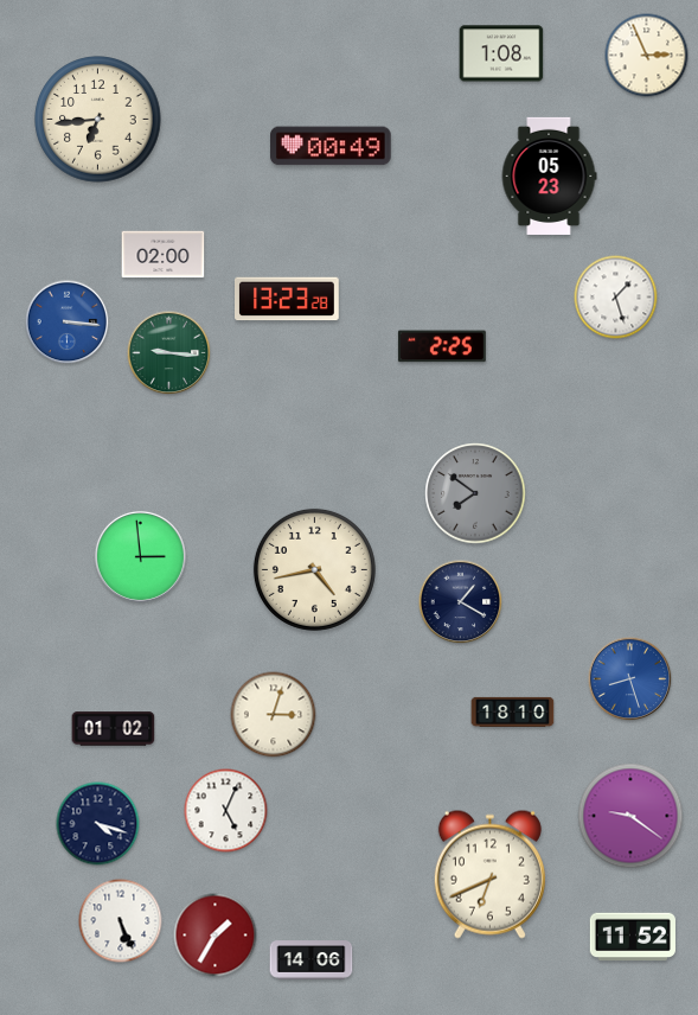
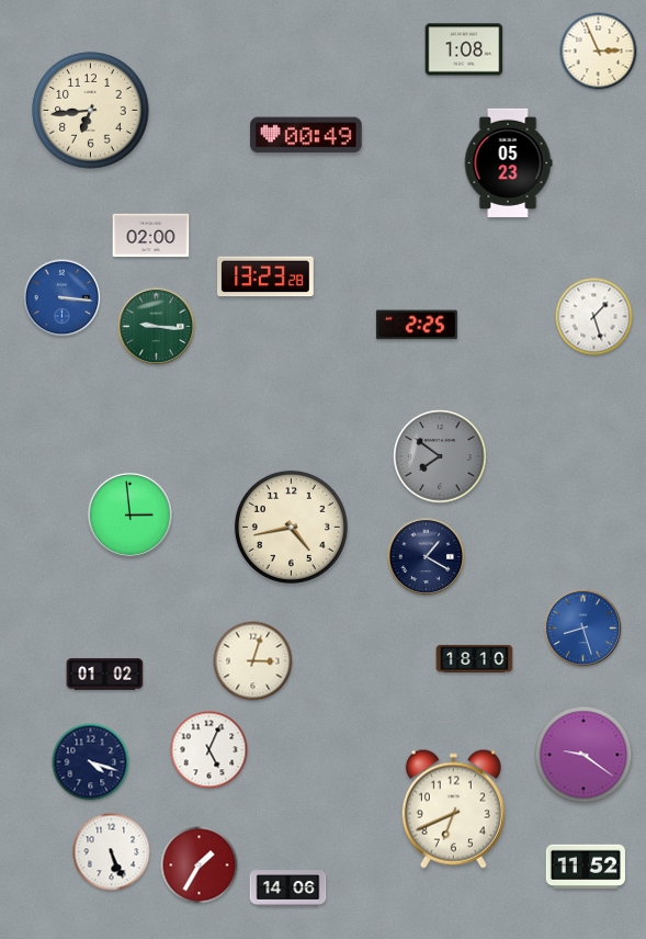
clock at (616, 298) position: (616, 298) -> (594, 317)
clock at (442, 346) position: (442, 346) -> (417, 325)
